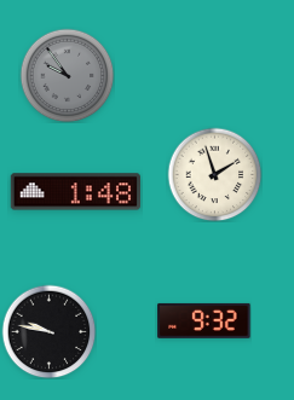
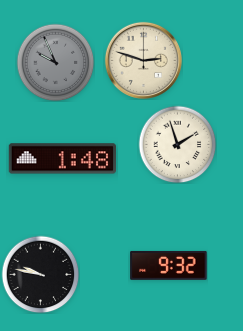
clock at (143, 60): none -> 2:48
clock at (67, 75): 9:54 -> 9:56
